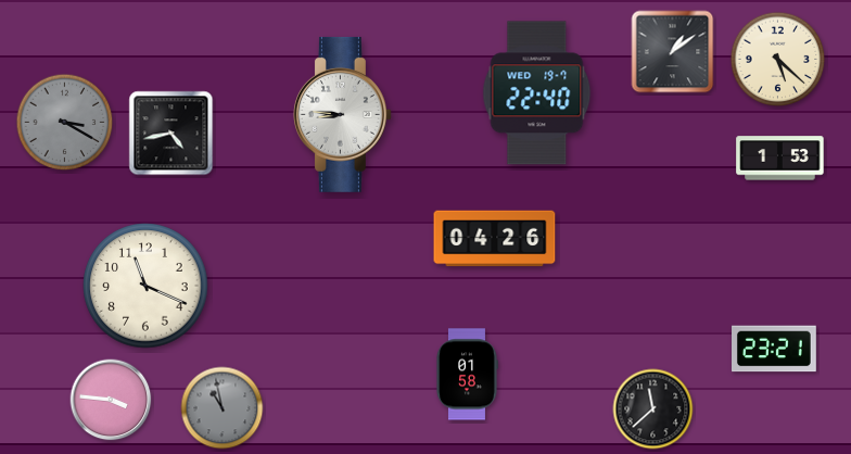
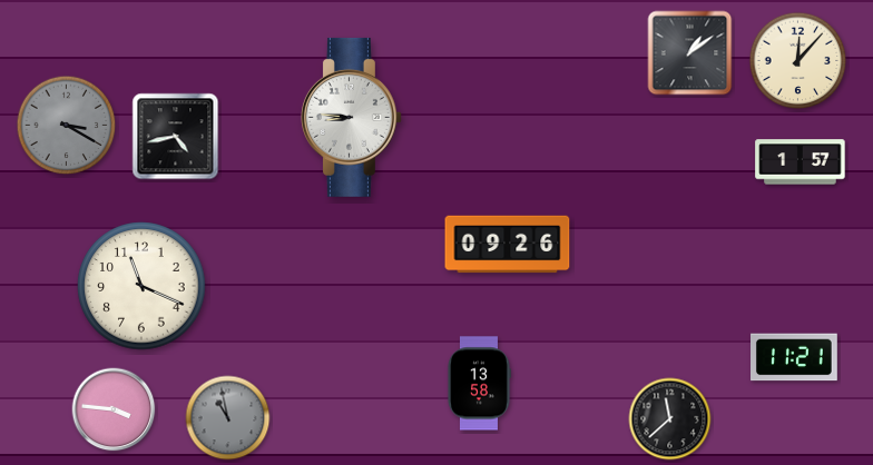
clock at (778, 60): 5:22 -> 12:07
clock at (537, 93): 22:40 -> none
clock at (780, 159): 1:53 -> 1:57
clock at (495, 239): 04:26 -> 09:26
clock at (145, 286) position: (145, 286) -> (141, 286)
clock at (775, 349): 23:21 -> 11:21
clock at (468, 375): 01:58 -> 13:58
